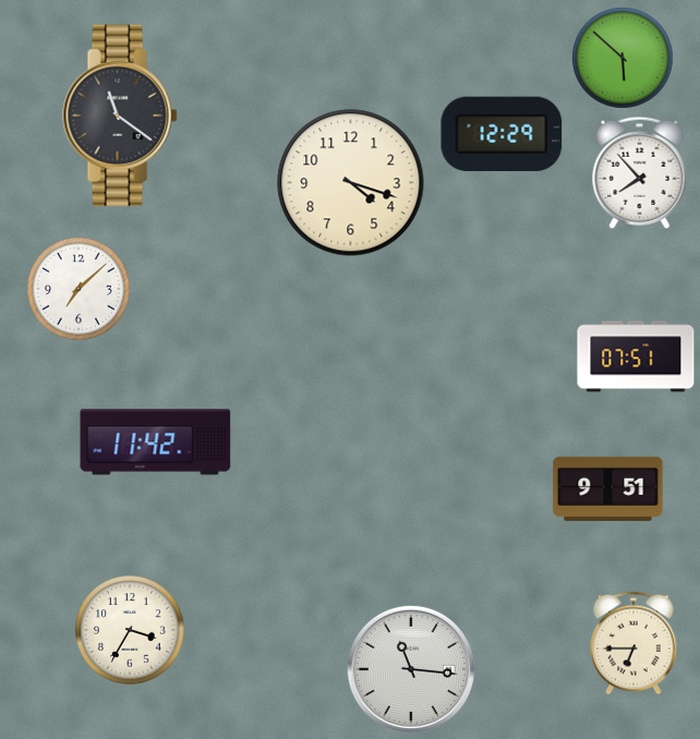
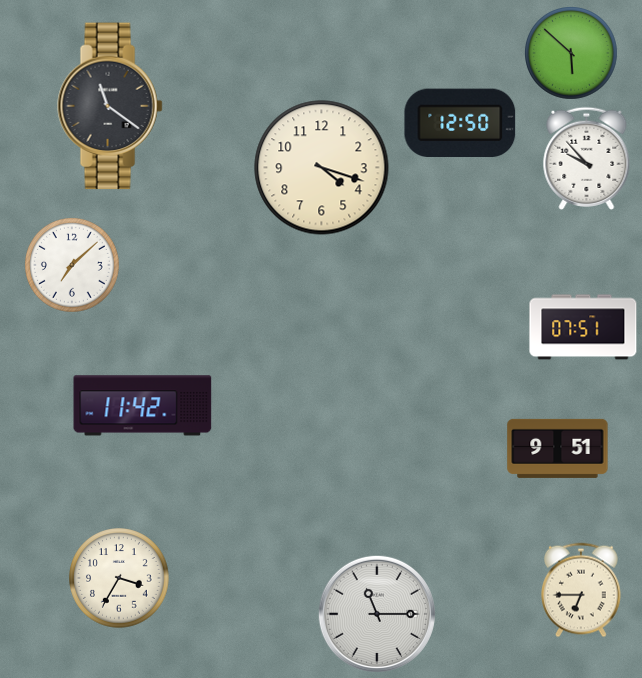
clock at (502, 133): 12:29 -> 12:50
clock at (640, 172): 7:53 -> 9:53
clock at (411, 669): 11:16 -> 11:15
